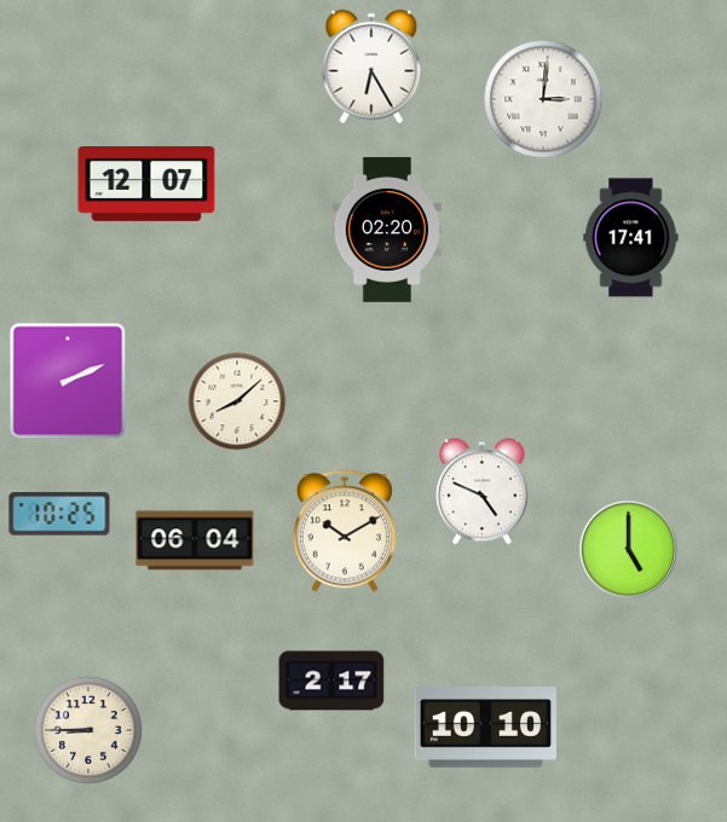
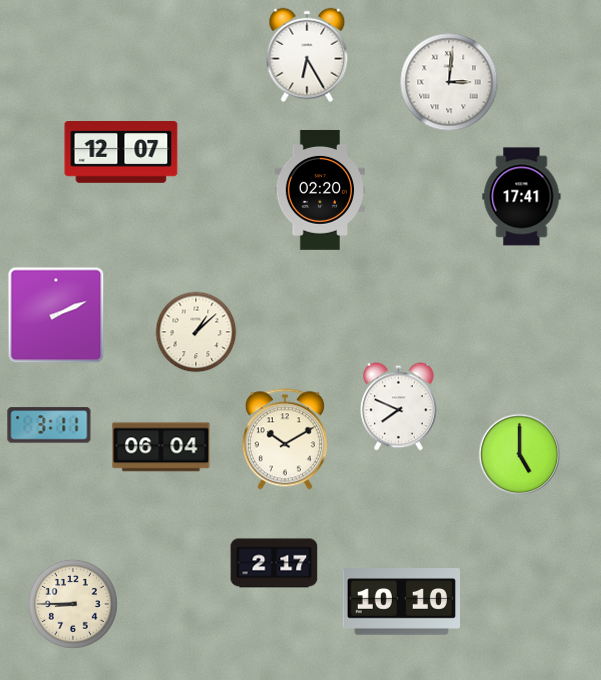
clock at (237, 401): 8:08 -> 1:08
clock at (483, 492): 4:49 -> 7:49
clock at (59, 514): 10:25 -> 3:11
